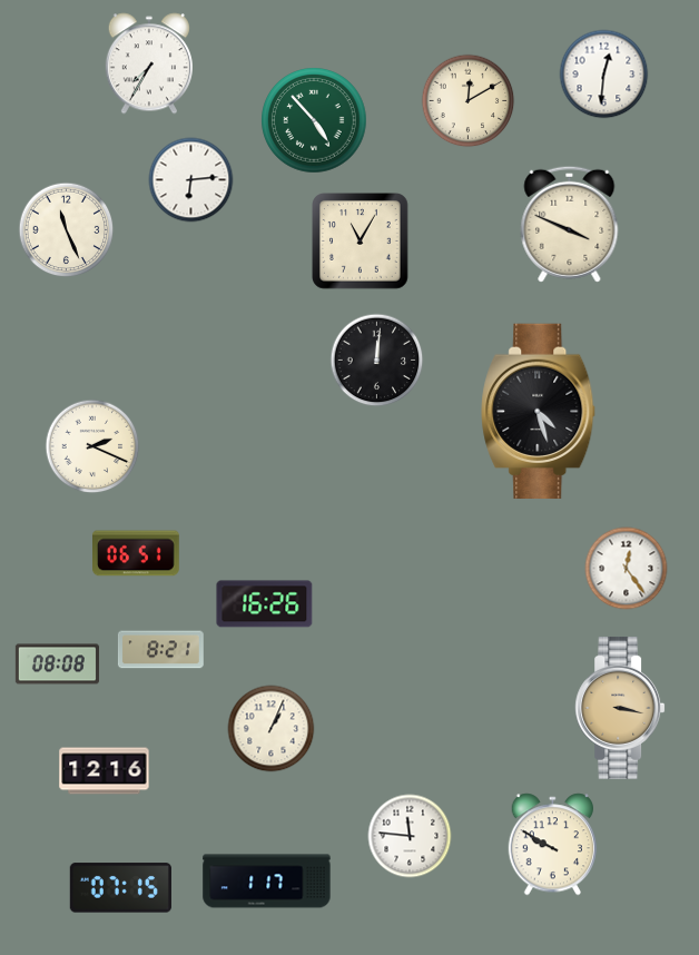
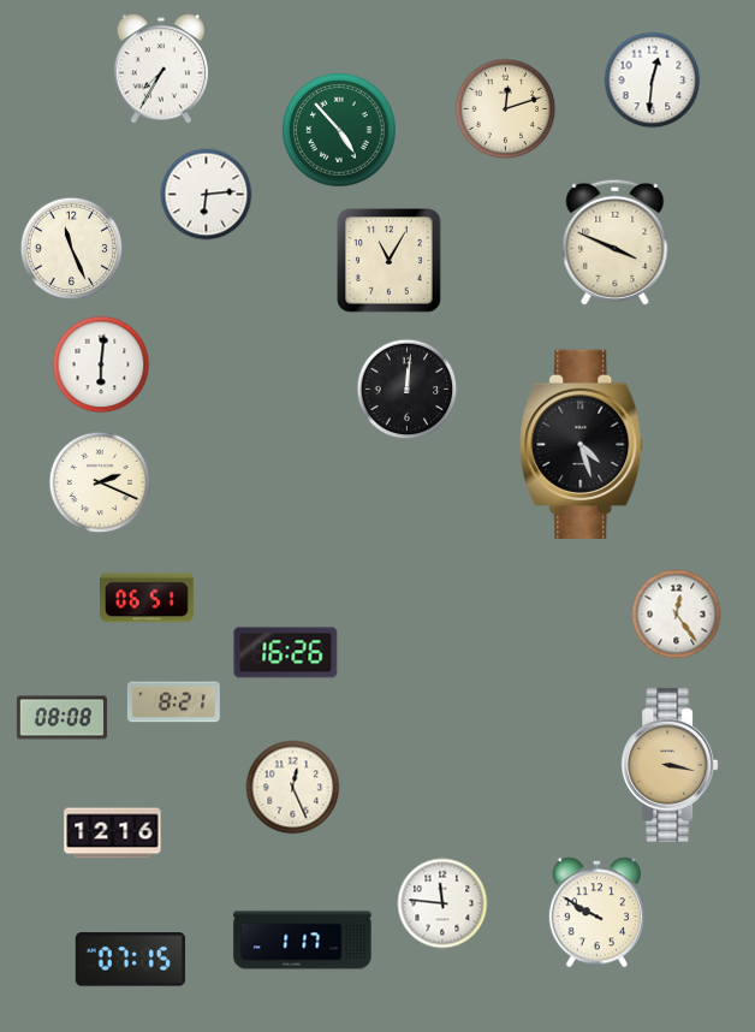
clock at (469, 101): 12:10 -> 12:12
clock at (101, 364): none -> 6:01
clock at (272, 729): 1:04 -> 12:26
clock at (267, 882) position: (267, 882) -> (303, 941)
